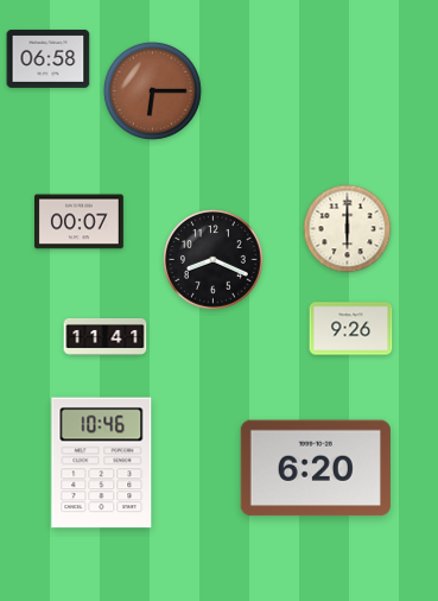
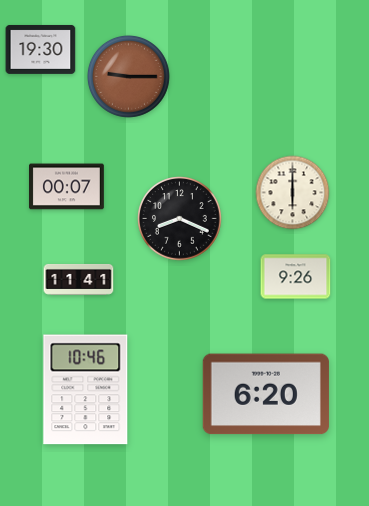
clock at (49, 58): 06:58 -> 19:30
clock at (152, 90): 6:15 -> 9:15
clock at (106, 336) position: (106, 336) -> (79, 279)
